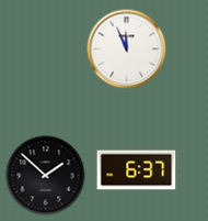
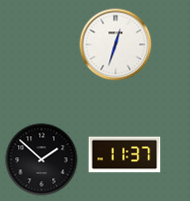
clock at (127, 49): 11:56 -> 12:33
clock at (137, 170): 6:37 -> 11:37
